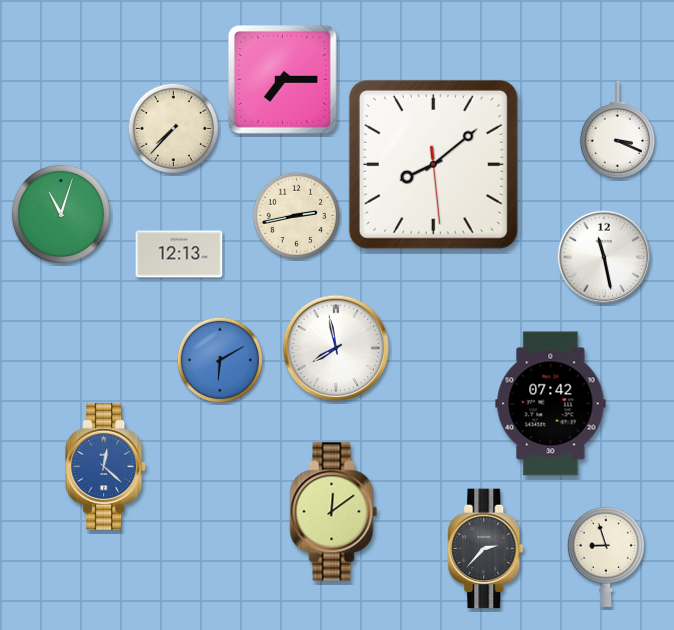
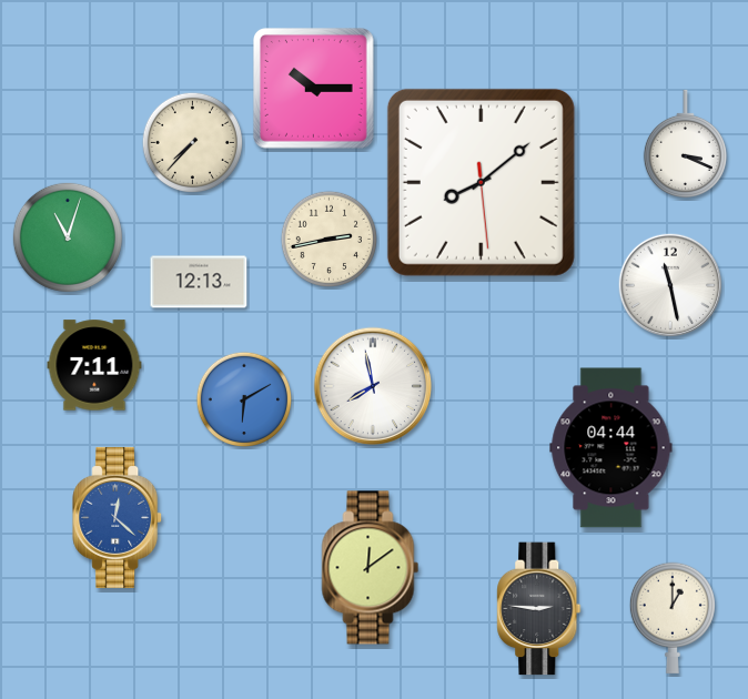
clock at (283, 80): 7:15 -> 10:15
clock at (94, 365): none -> 7:11
clock at (551, 404): 07:42 -> 04:44
clock at (486, 549): 2:37 -> 2:46
clock at (606, 557): 8:57 -> 1:00
